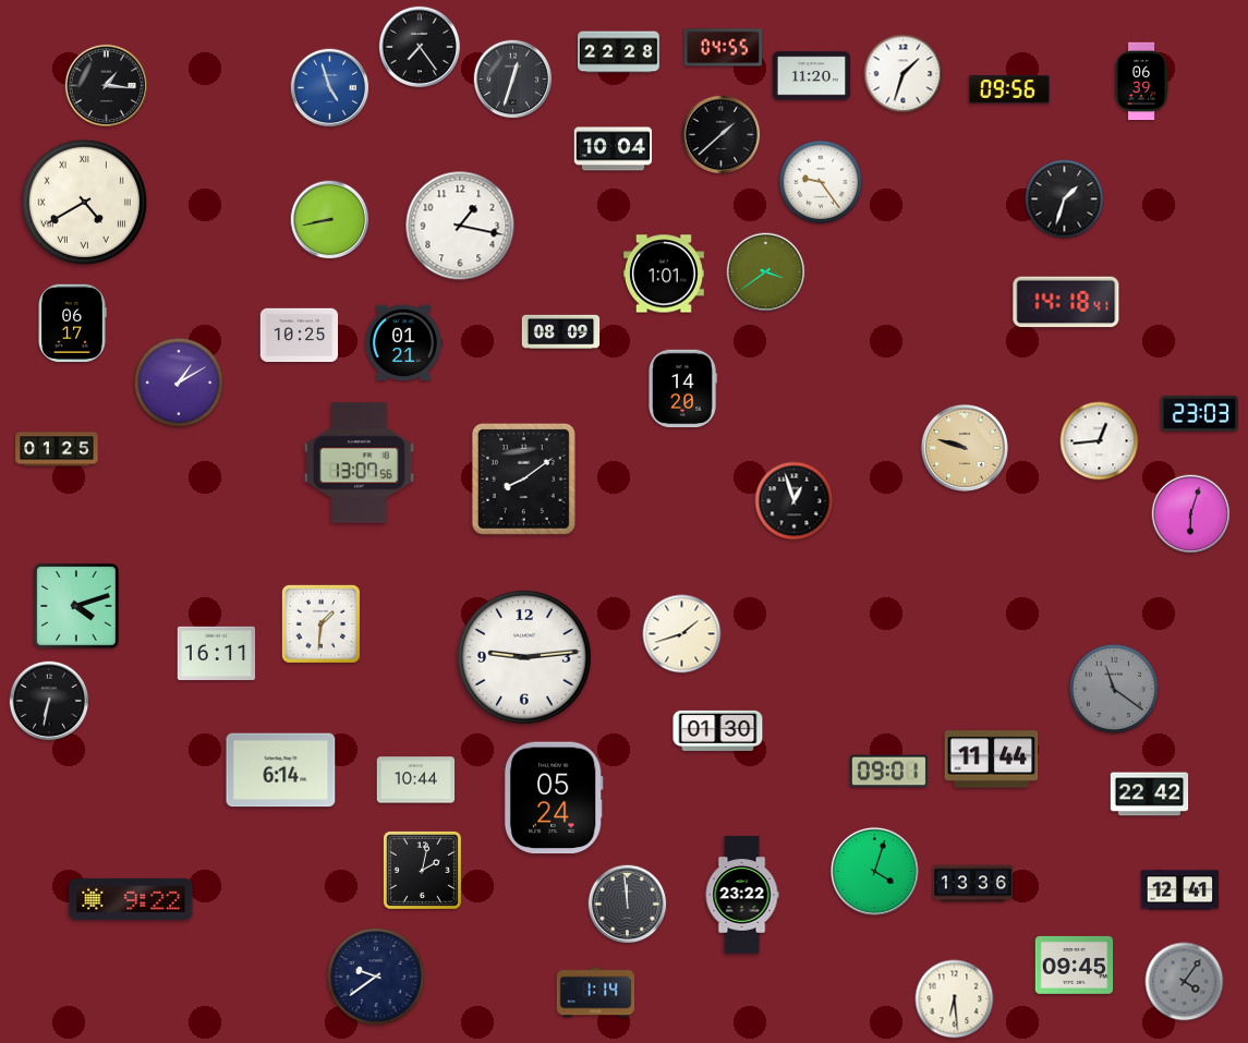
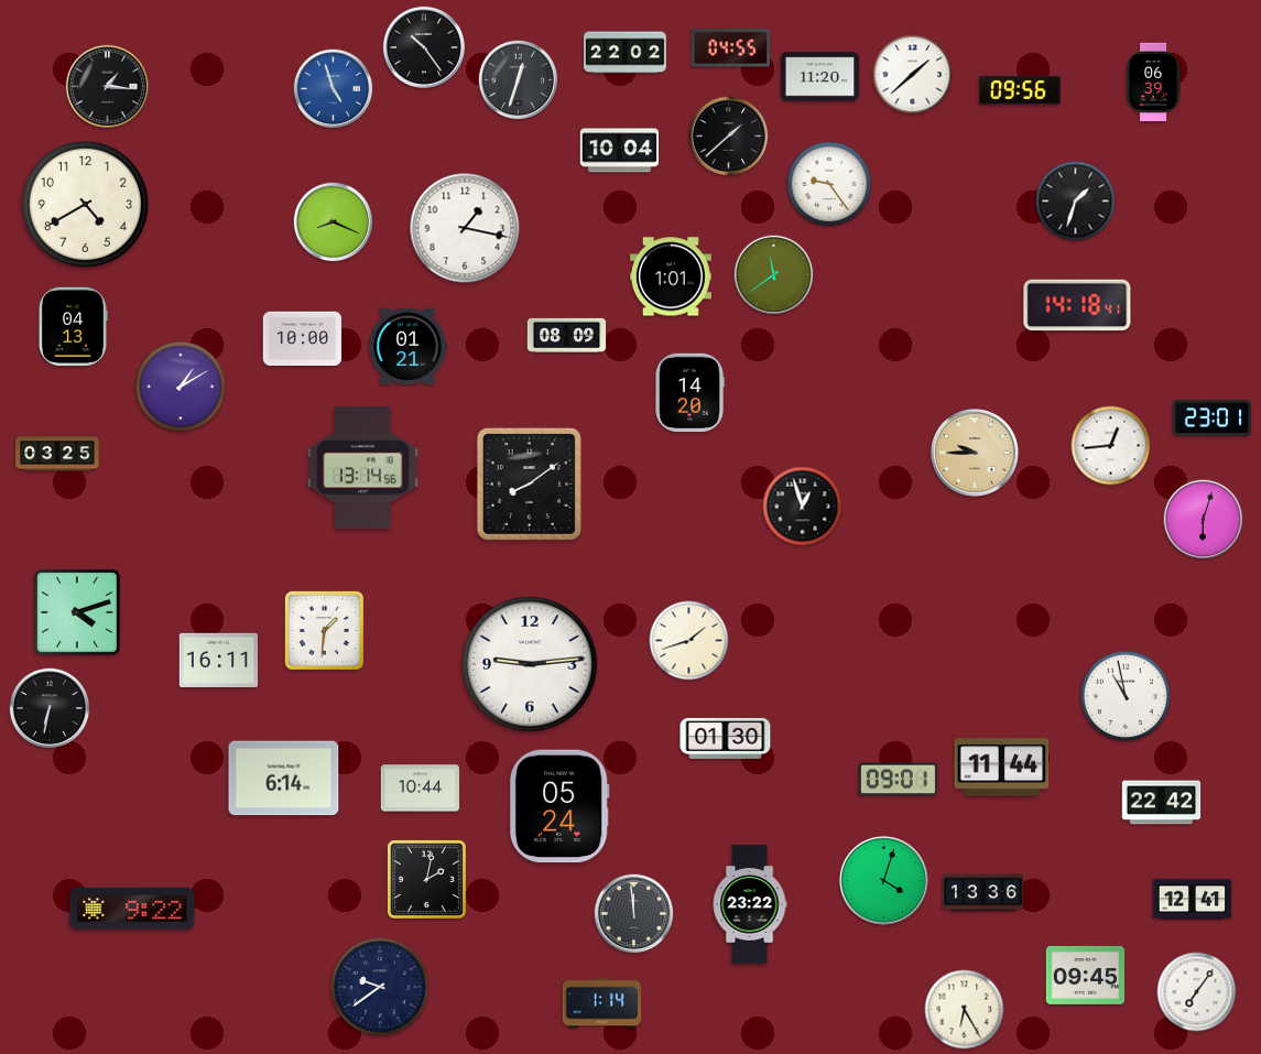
clock at (419, 46): 7:24 -> 10:24
clock at (619, 52): 22:28 -> 22:02
clock at (904, 74): 1:33 -> 1:38
clock at (84, 202) numerals: Roman -> Arabic
clock at (330, 220): 8:43 -> 8:19
clock at (766, 272): 3:39 -> 11:39
clock at (72, 324): 06:17 -> 04:13
clock at (300, 336): 10:25 -> 10:00
clock at (1199, 414): 23:03 -> 23:01
clock at (965, 448): 9:48 -> 9:45
clock at (57, 449): 01:25 -> 03:25
clock at (359, 463): 13:07 -> 13:14
clock at (1114, 689): 11:21 -> 10:58
clock at (1114, 689) dial: grey -> white
clock at (1185, 982): 4:06 -> 7:06
clock at (1185, 982) dial: grey -> white
clock at (955, 999): 6:29 -> 6:25
